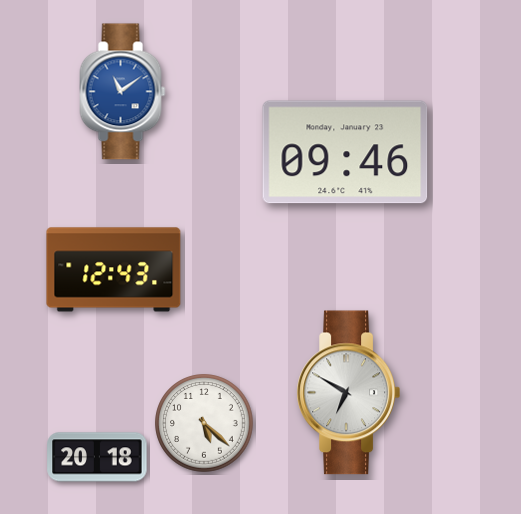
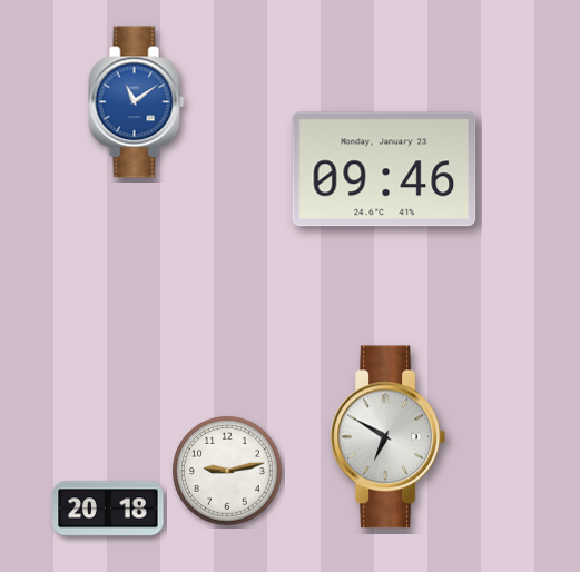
clock at (114, 270): 12:43 -> none
clock at (204, 423): 5:22 -> 9:13
